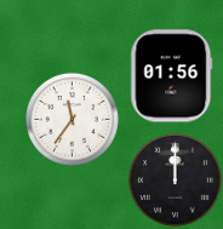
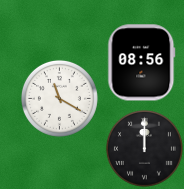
clock at (172, 76): 01:56 -> 08:56
clock at (72, 119): 11:36 -> 11:20
